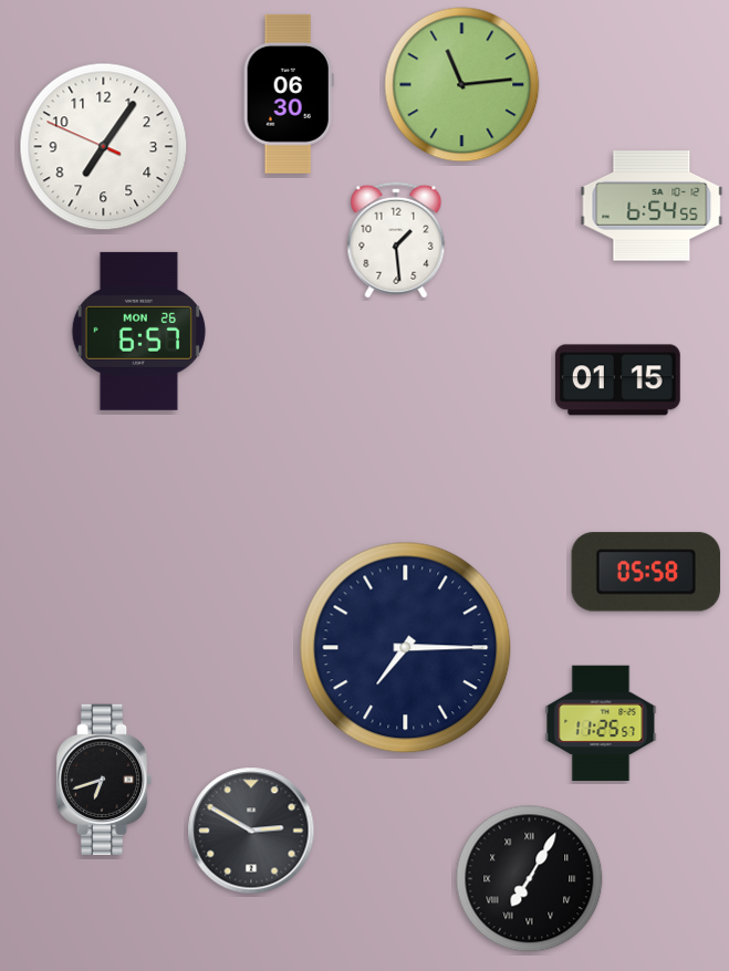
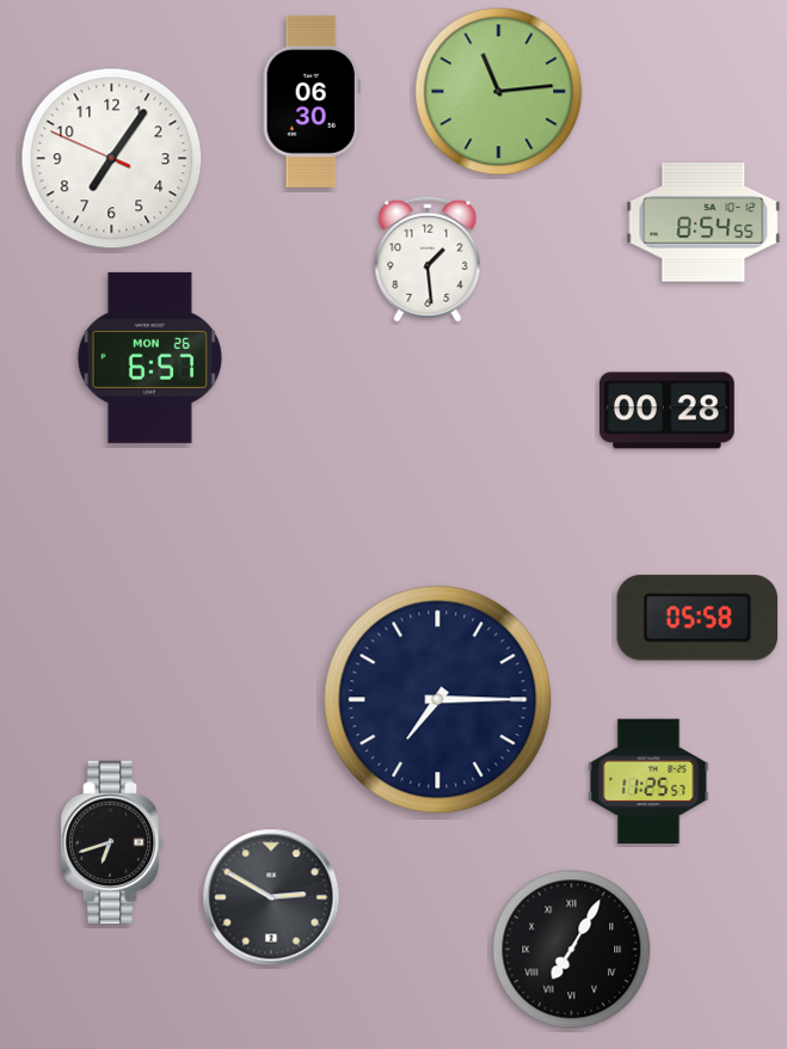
clock at (652, 206): 6:54 -> 8:54
clock at (617, 380): 01:15 -> 00:28
